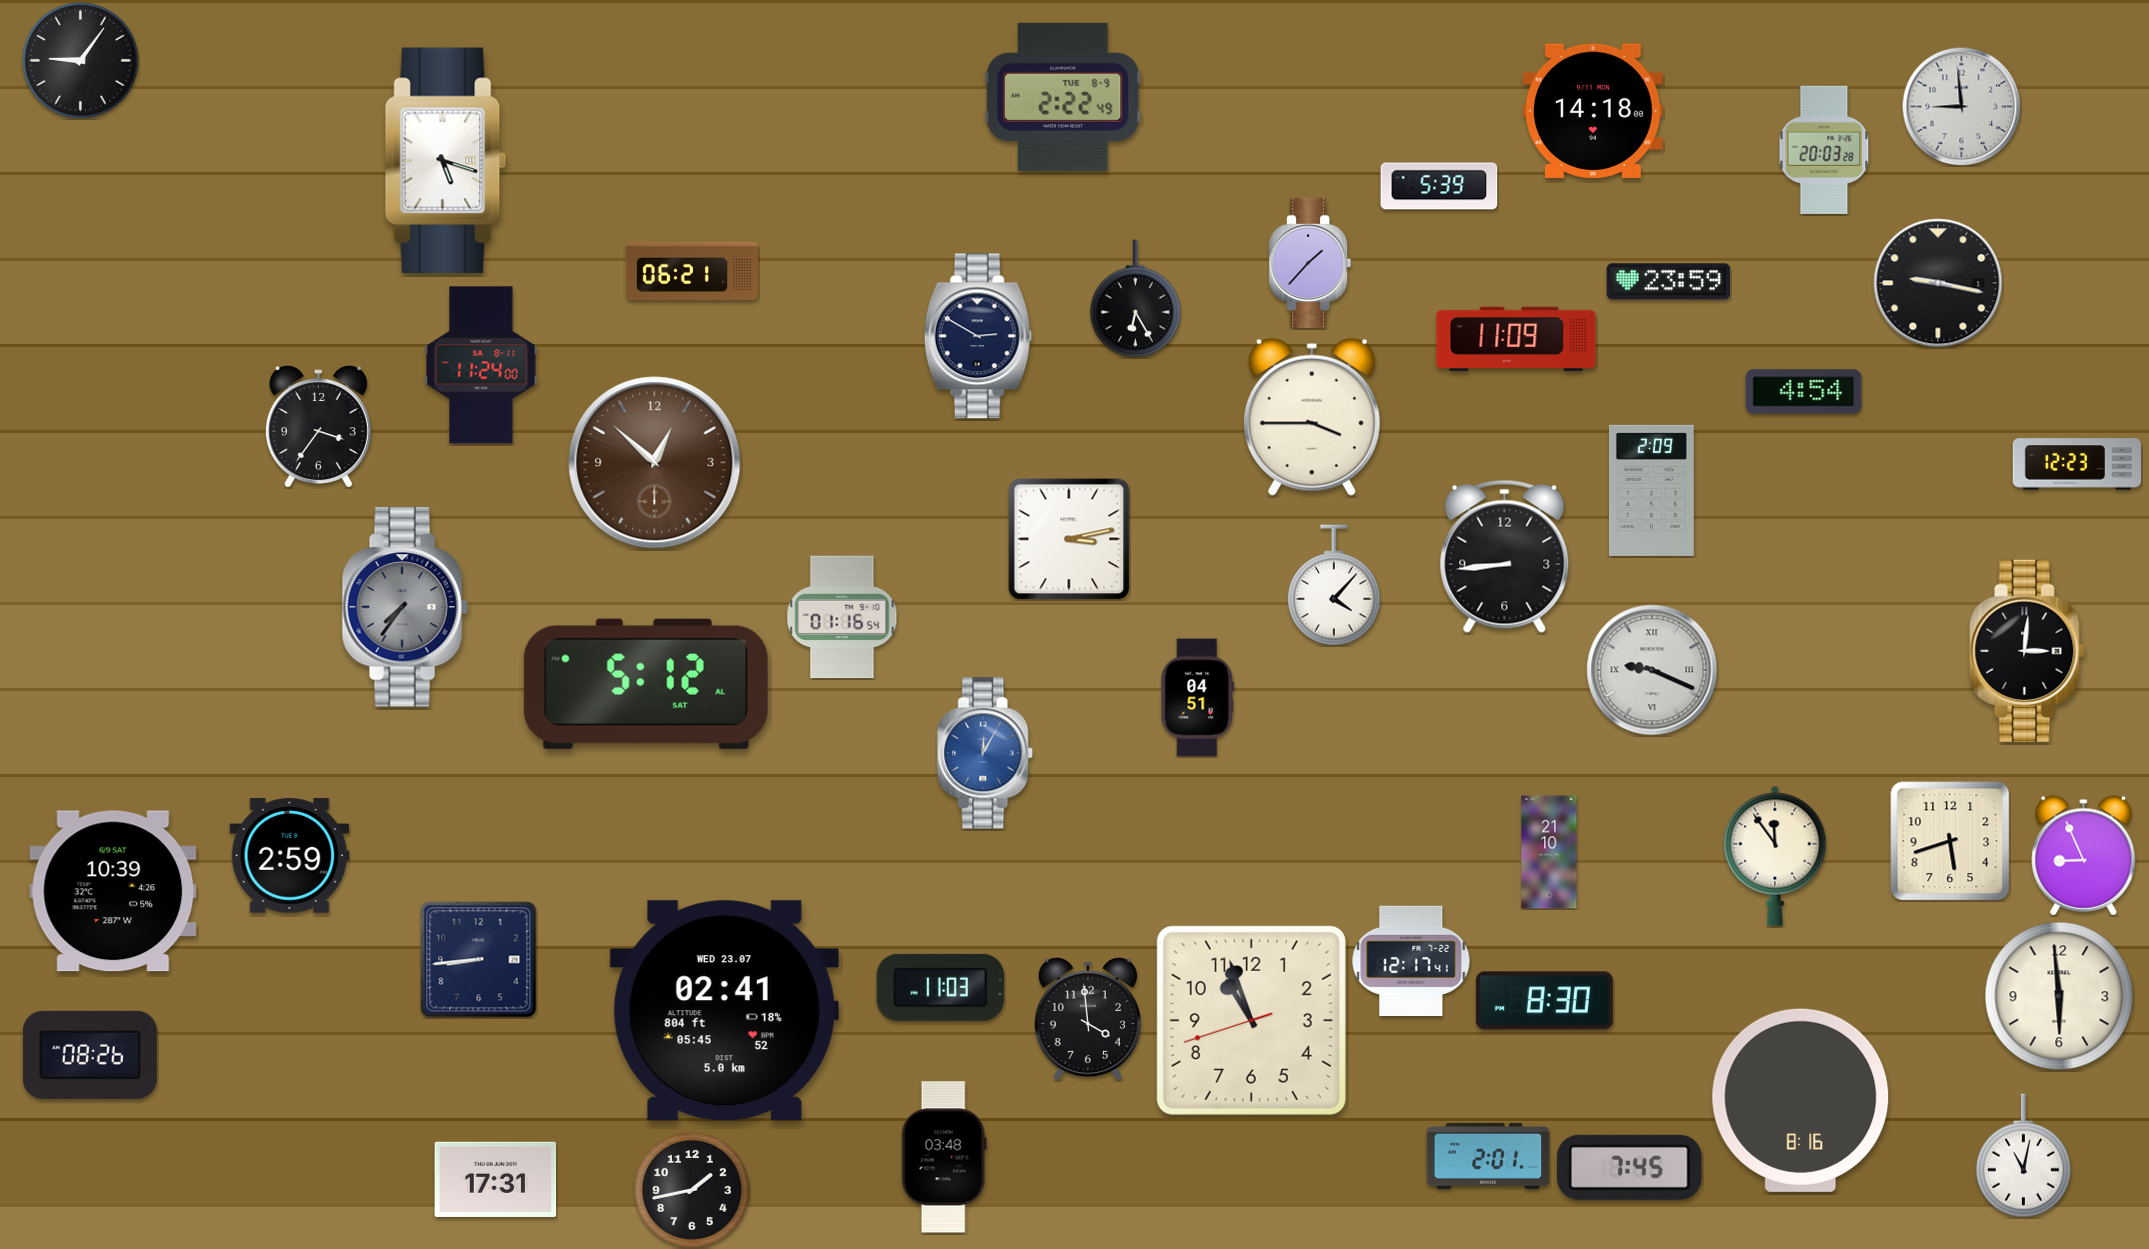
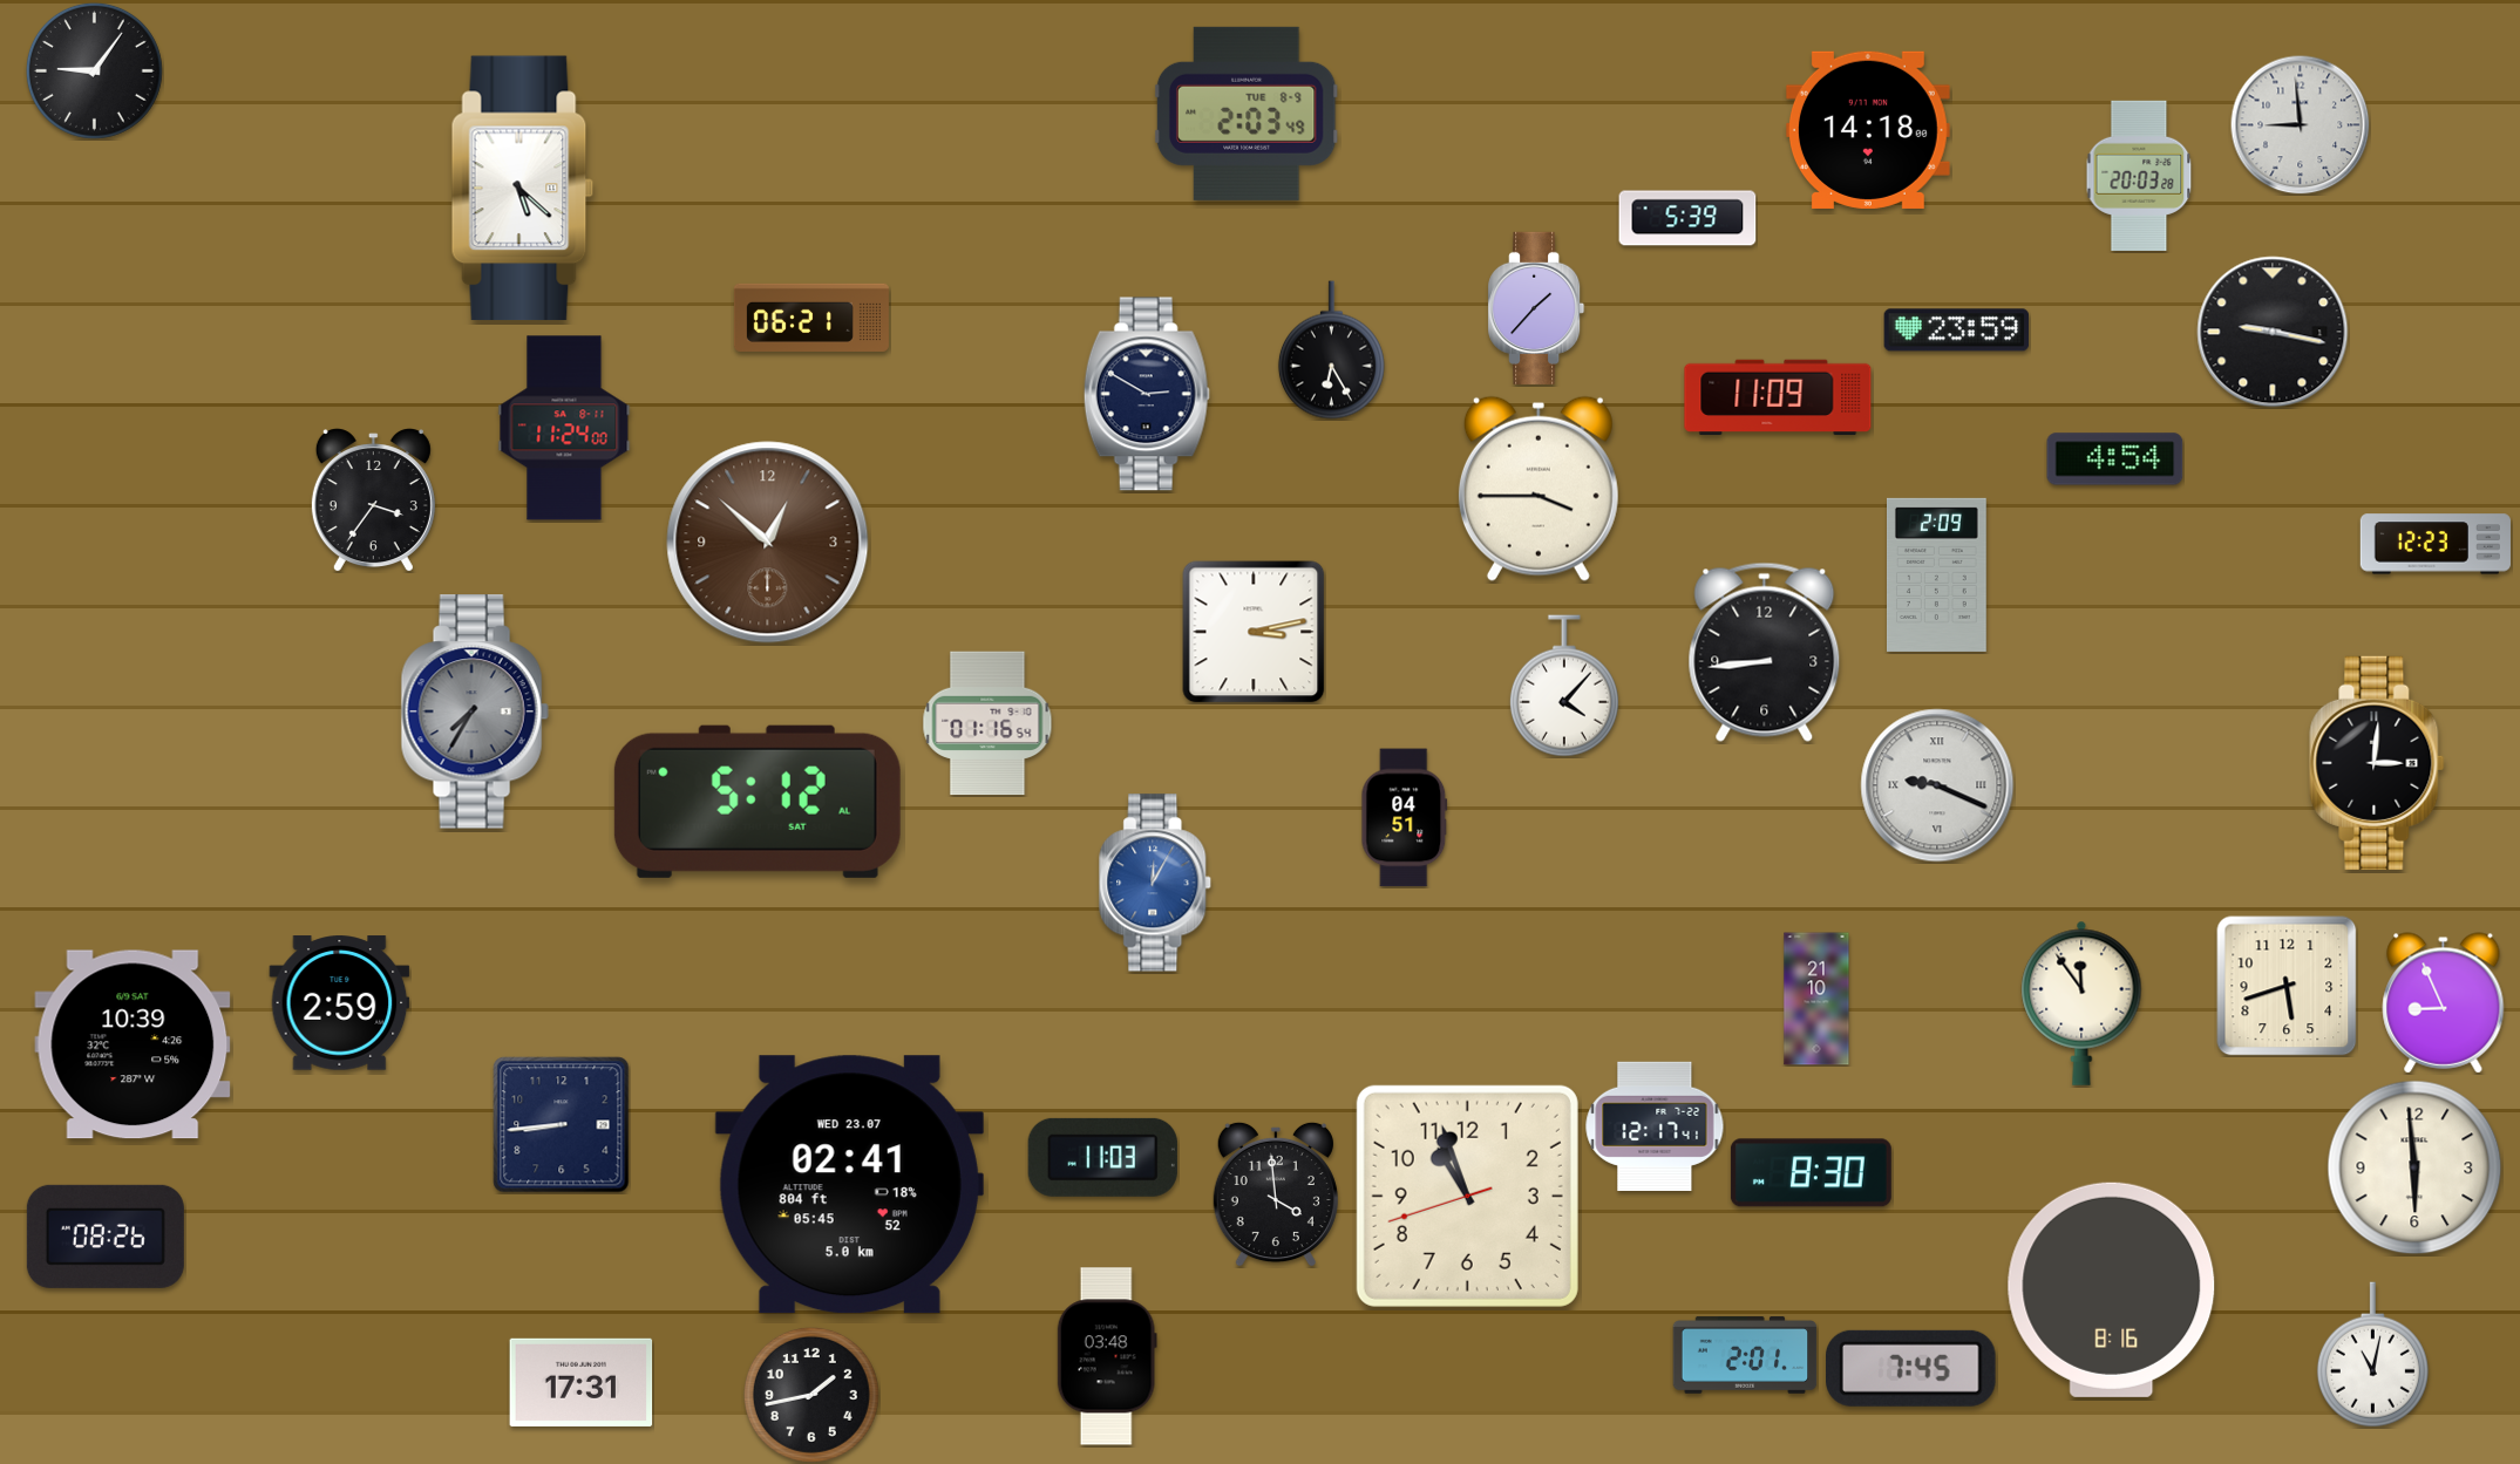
clock at (1063, 97): 2:22 -> 2:03
clock at (446, 161): 5:18 -> 5:22
clock at (405, 607): 7:36 -> 7:35
